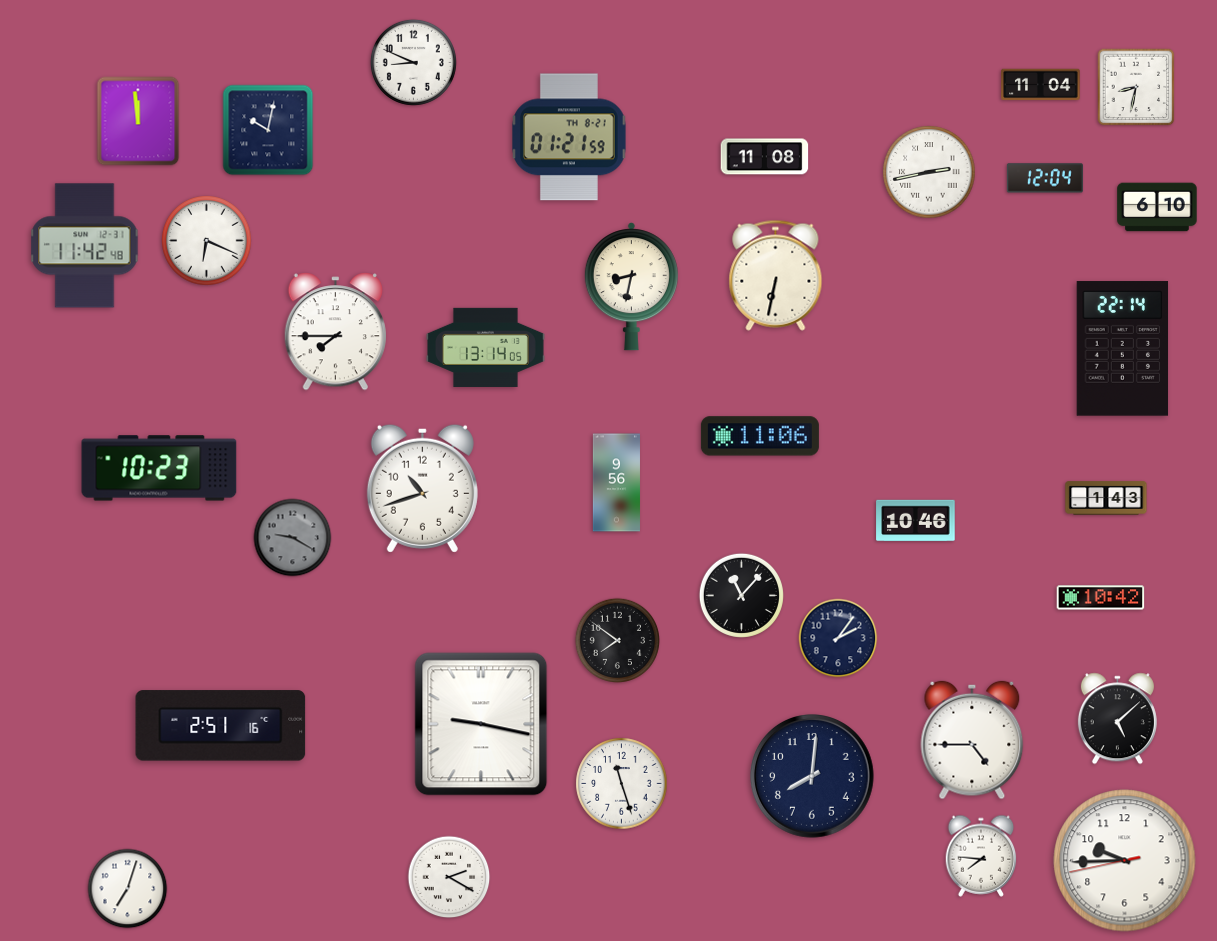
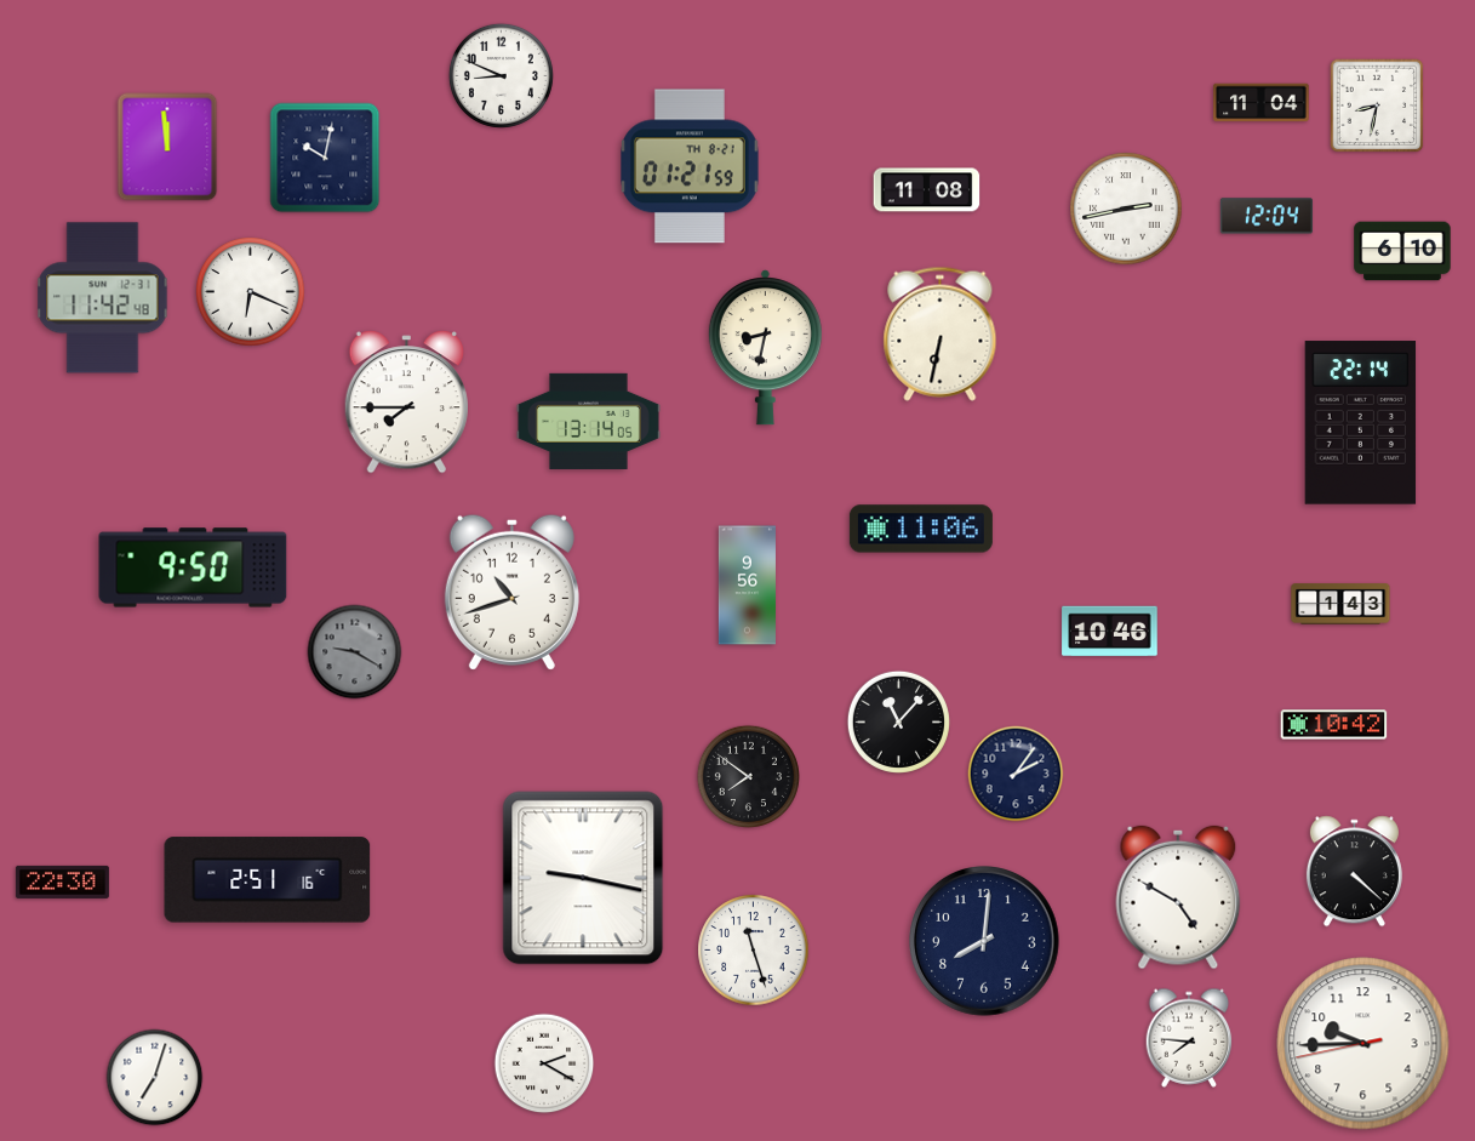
clock at (159, 468): 10:23 -> 9:50
clock at (1117, 719): 5:08 -> 4:22
clock at (62, 882): none -> 22:30
clock at (972, 740): 4:45 -> 4:50
